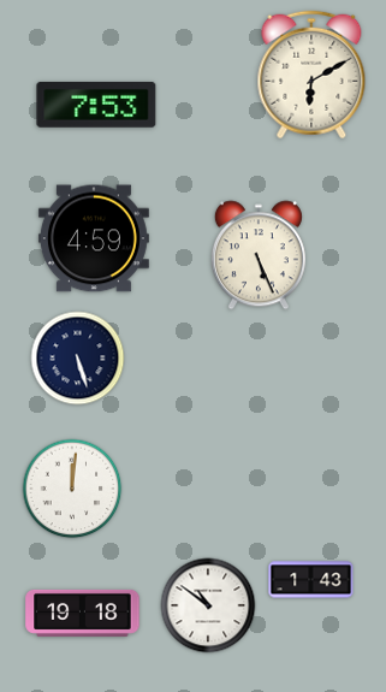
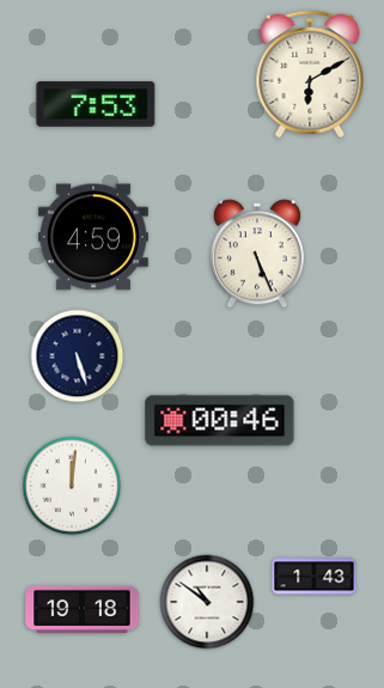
clock at (220, 421): none -> 00:46
clock at (311, 580) position: (311, 580) -> (315, 577)
